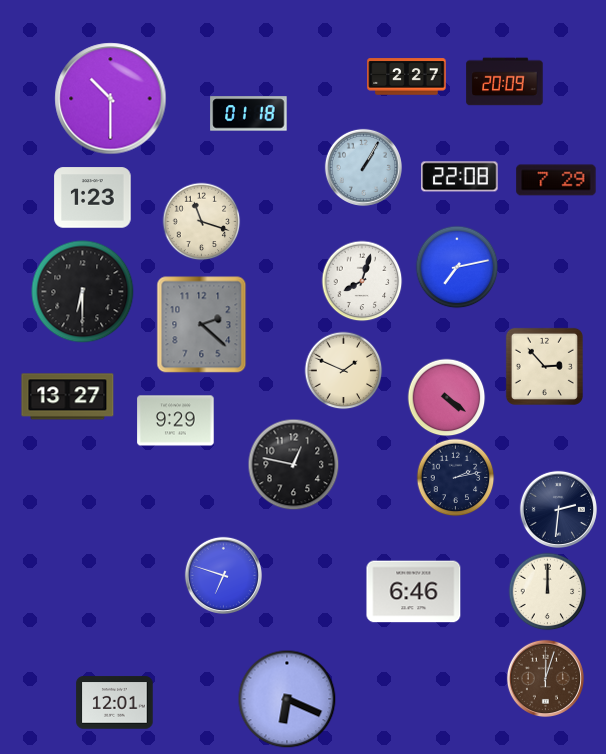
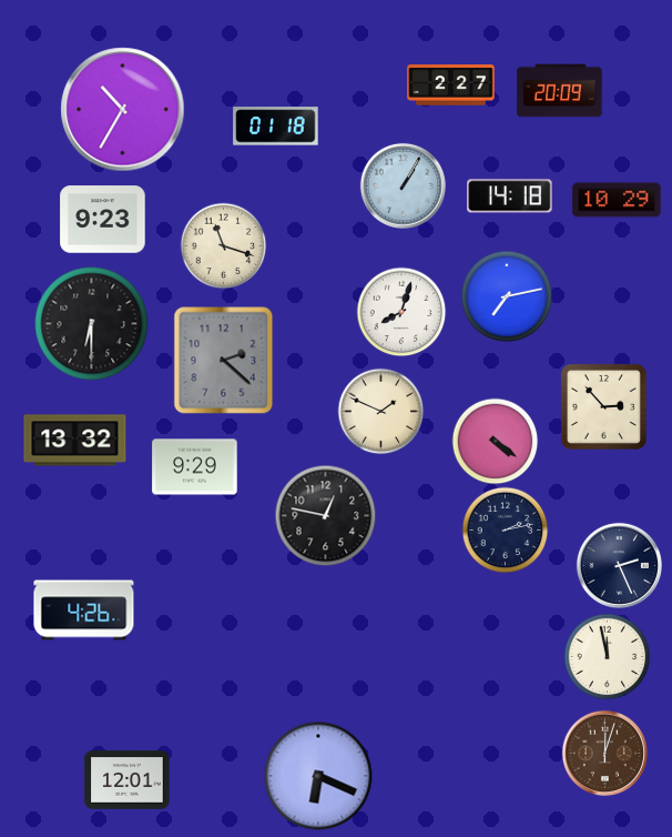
clock at (111, 99): 10:30 -> 10:35
clock at (460, 177): 22:08 -> 14:18
clock at (556, 180): 7:29 -> 10:29
clock at (93, 198): 1:23 -> 9:23
clock at (68, 397): 13:27 -> 13:32
clock at (558, 509): 2:31 -> 2:26
clock at (84, 611): none -> 4:26
clock at (223, 575): 6:48 -> none
clock at (547, 591): 12:00 -> 11:58
clock at (414, 592): 6:46 -> none
